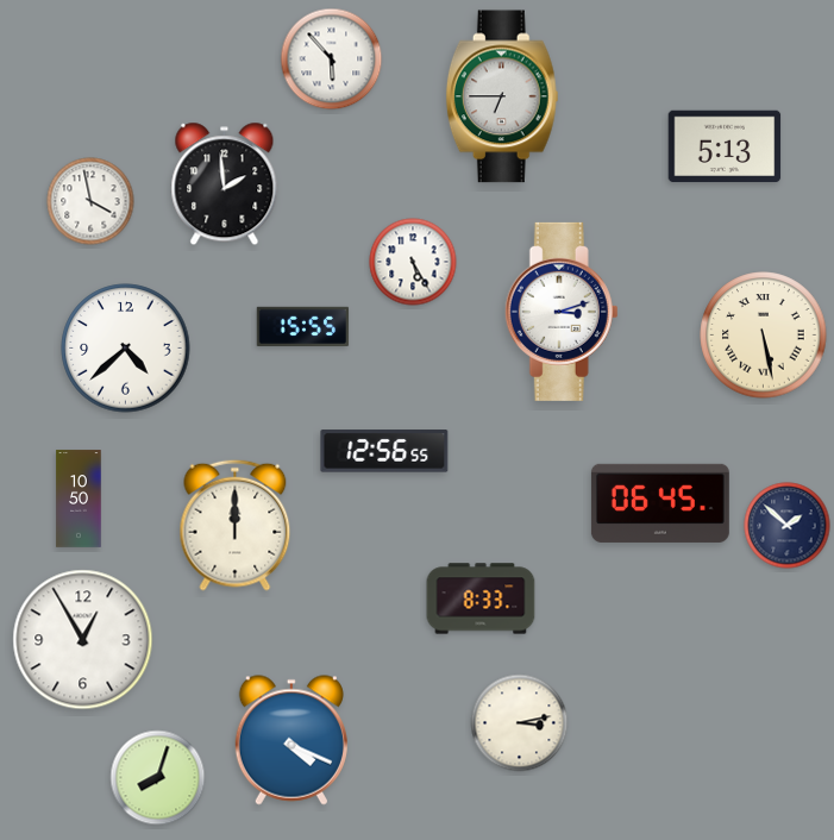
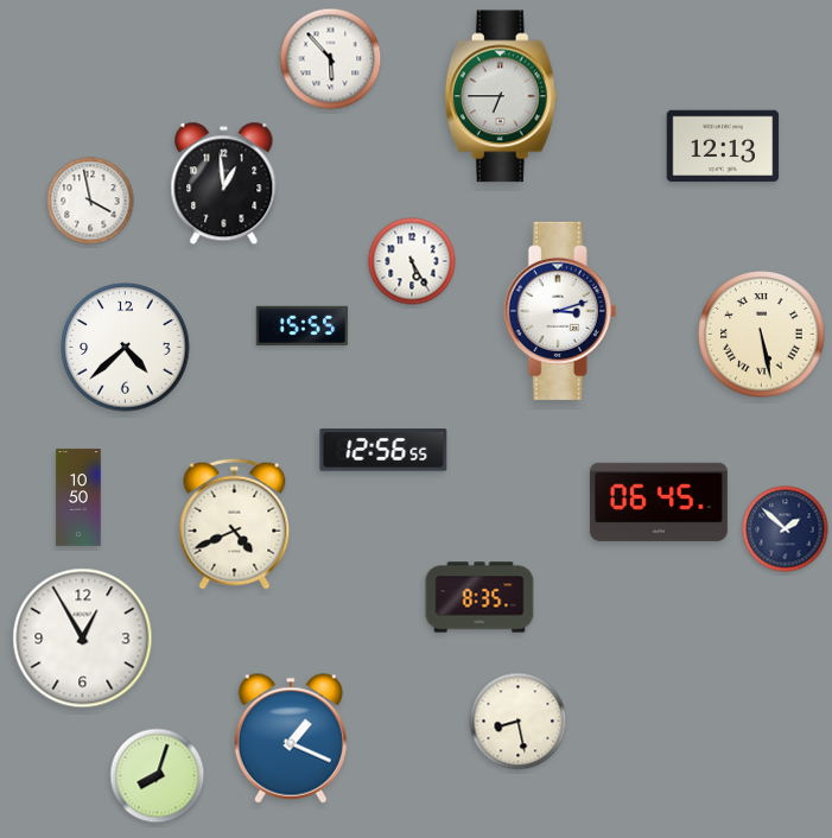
clock at (725, 146): 5:13 -> 12:13
clock at (225, 184): 1:59 -> 12:59
clock at (236, 525): 12:00 -> 4:41
clock at (788, 526) position: (788, 526) -> (786, 529)
clock at (481, 598): 8:33 -> 8:35
clock at (520, 723): 3:13 -> 8:28
clock at (291, 740): 4:19 -> 1:19
